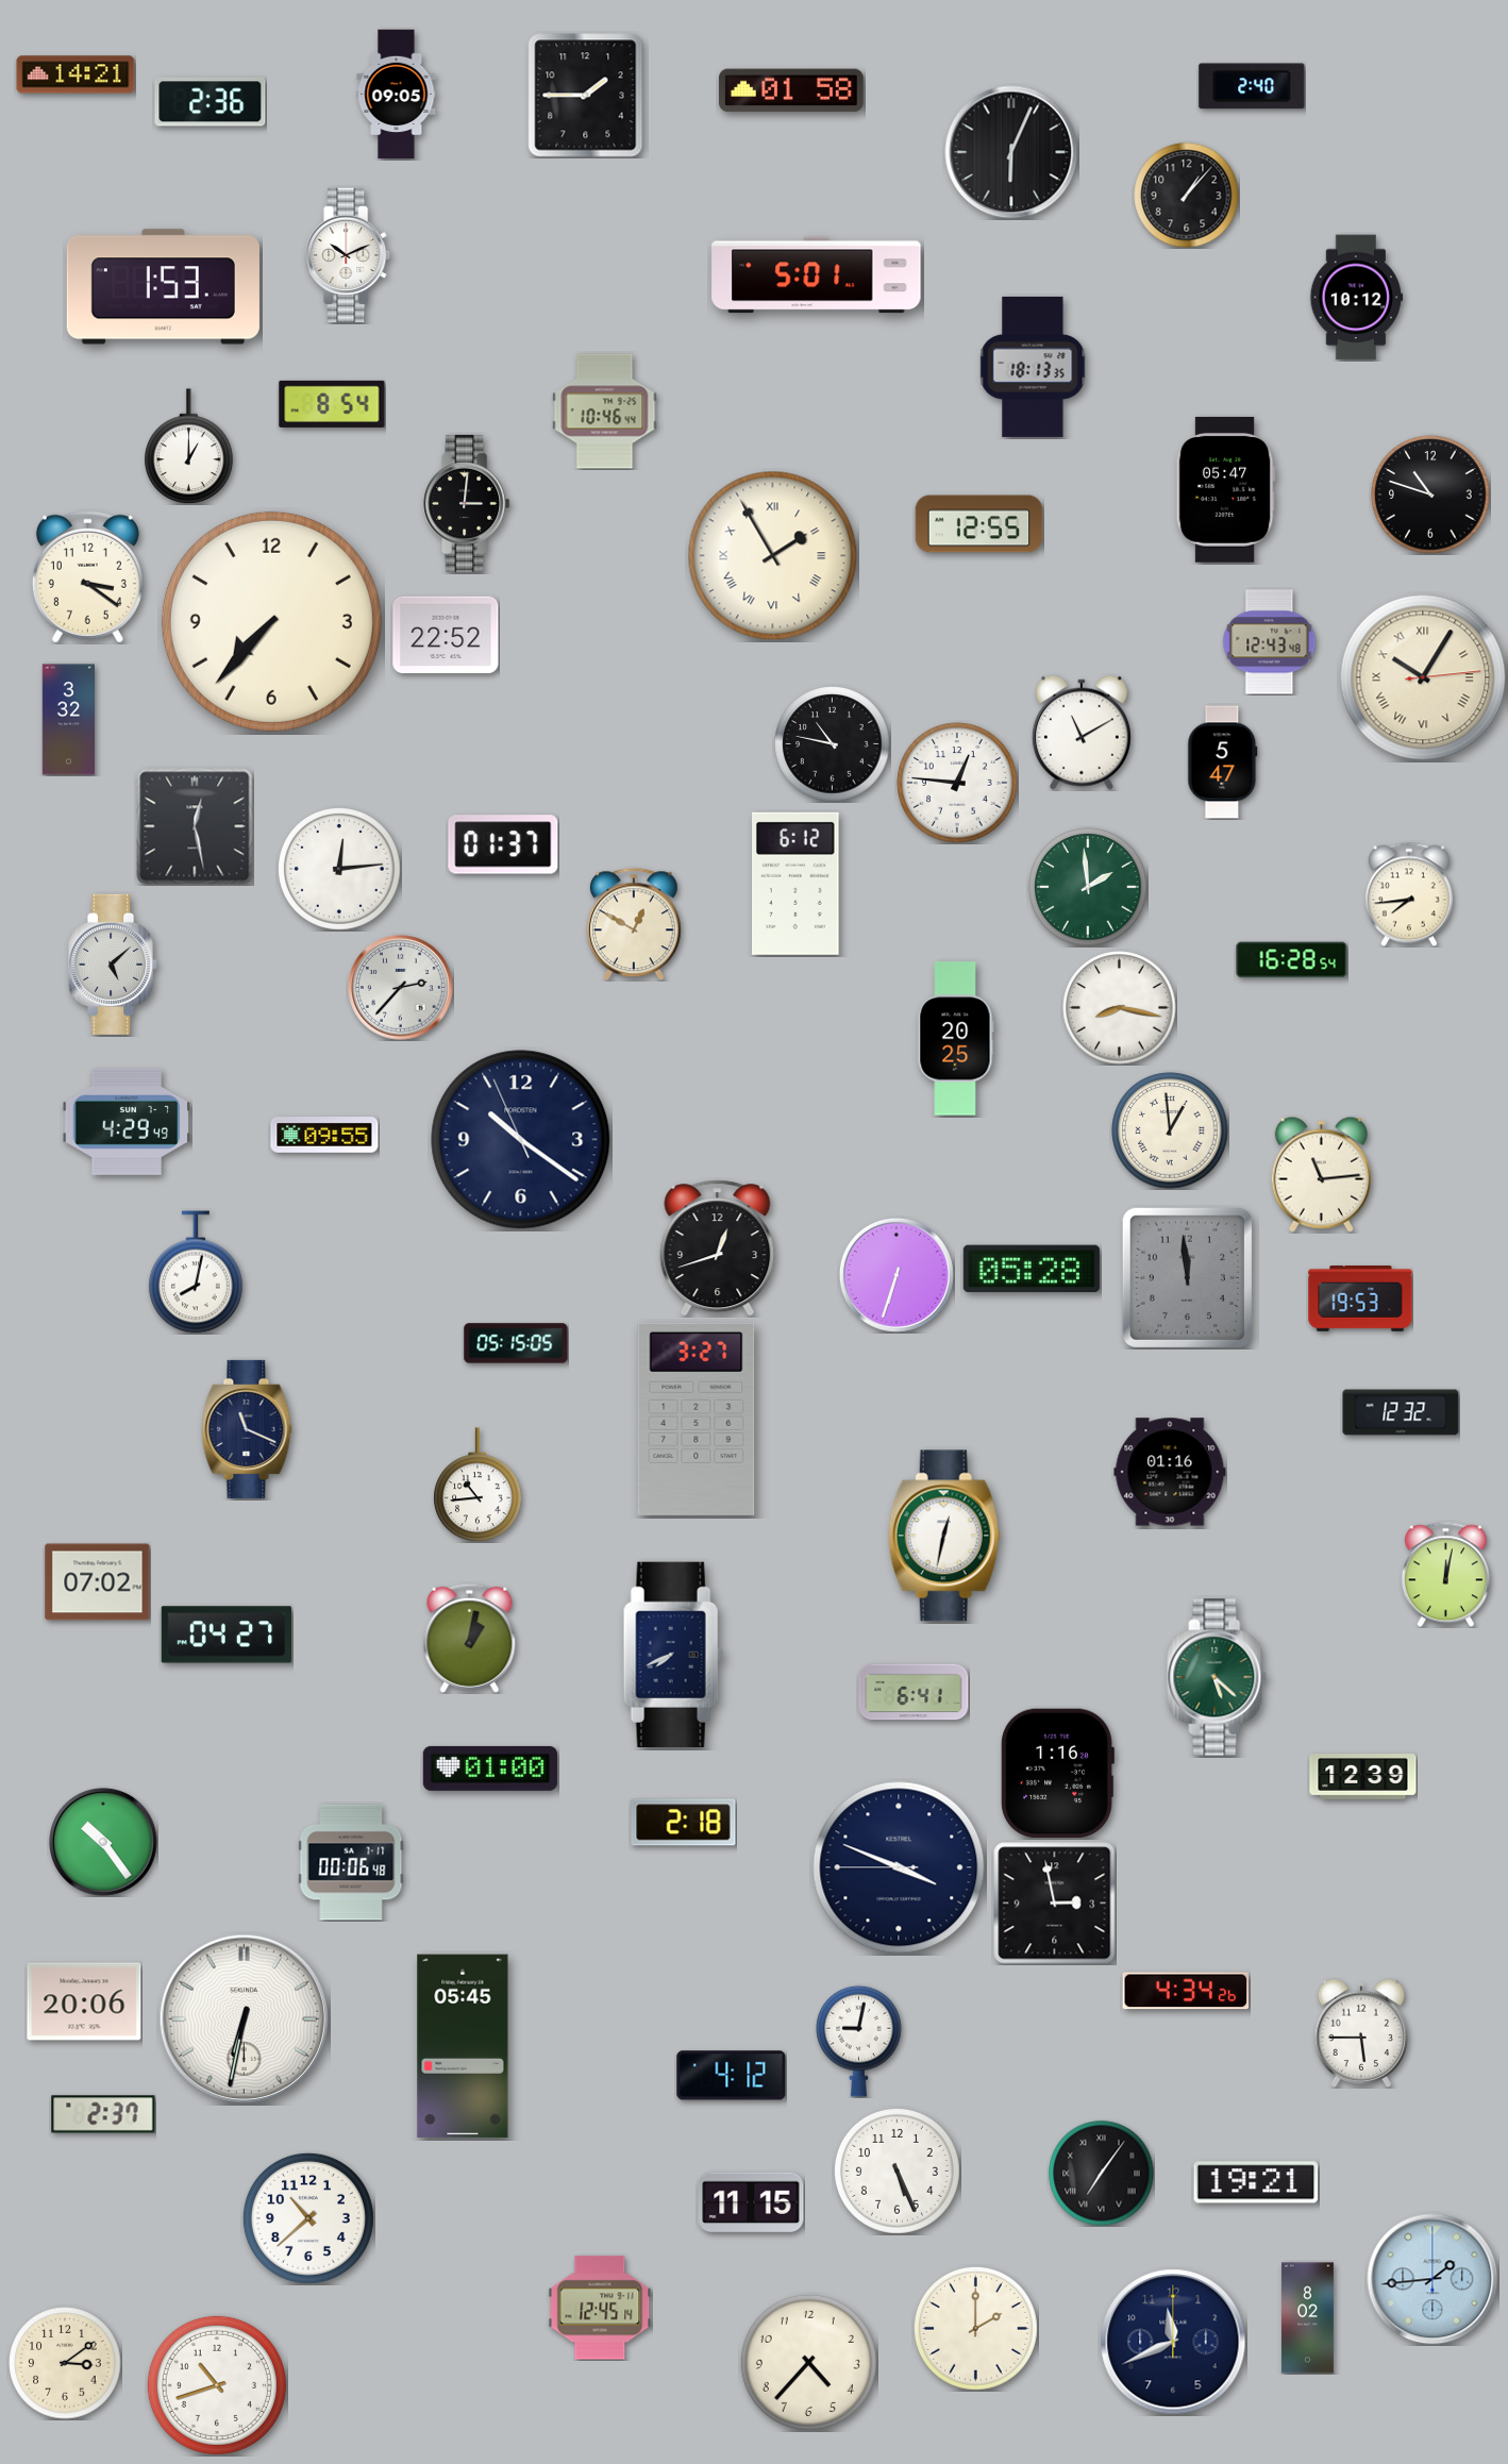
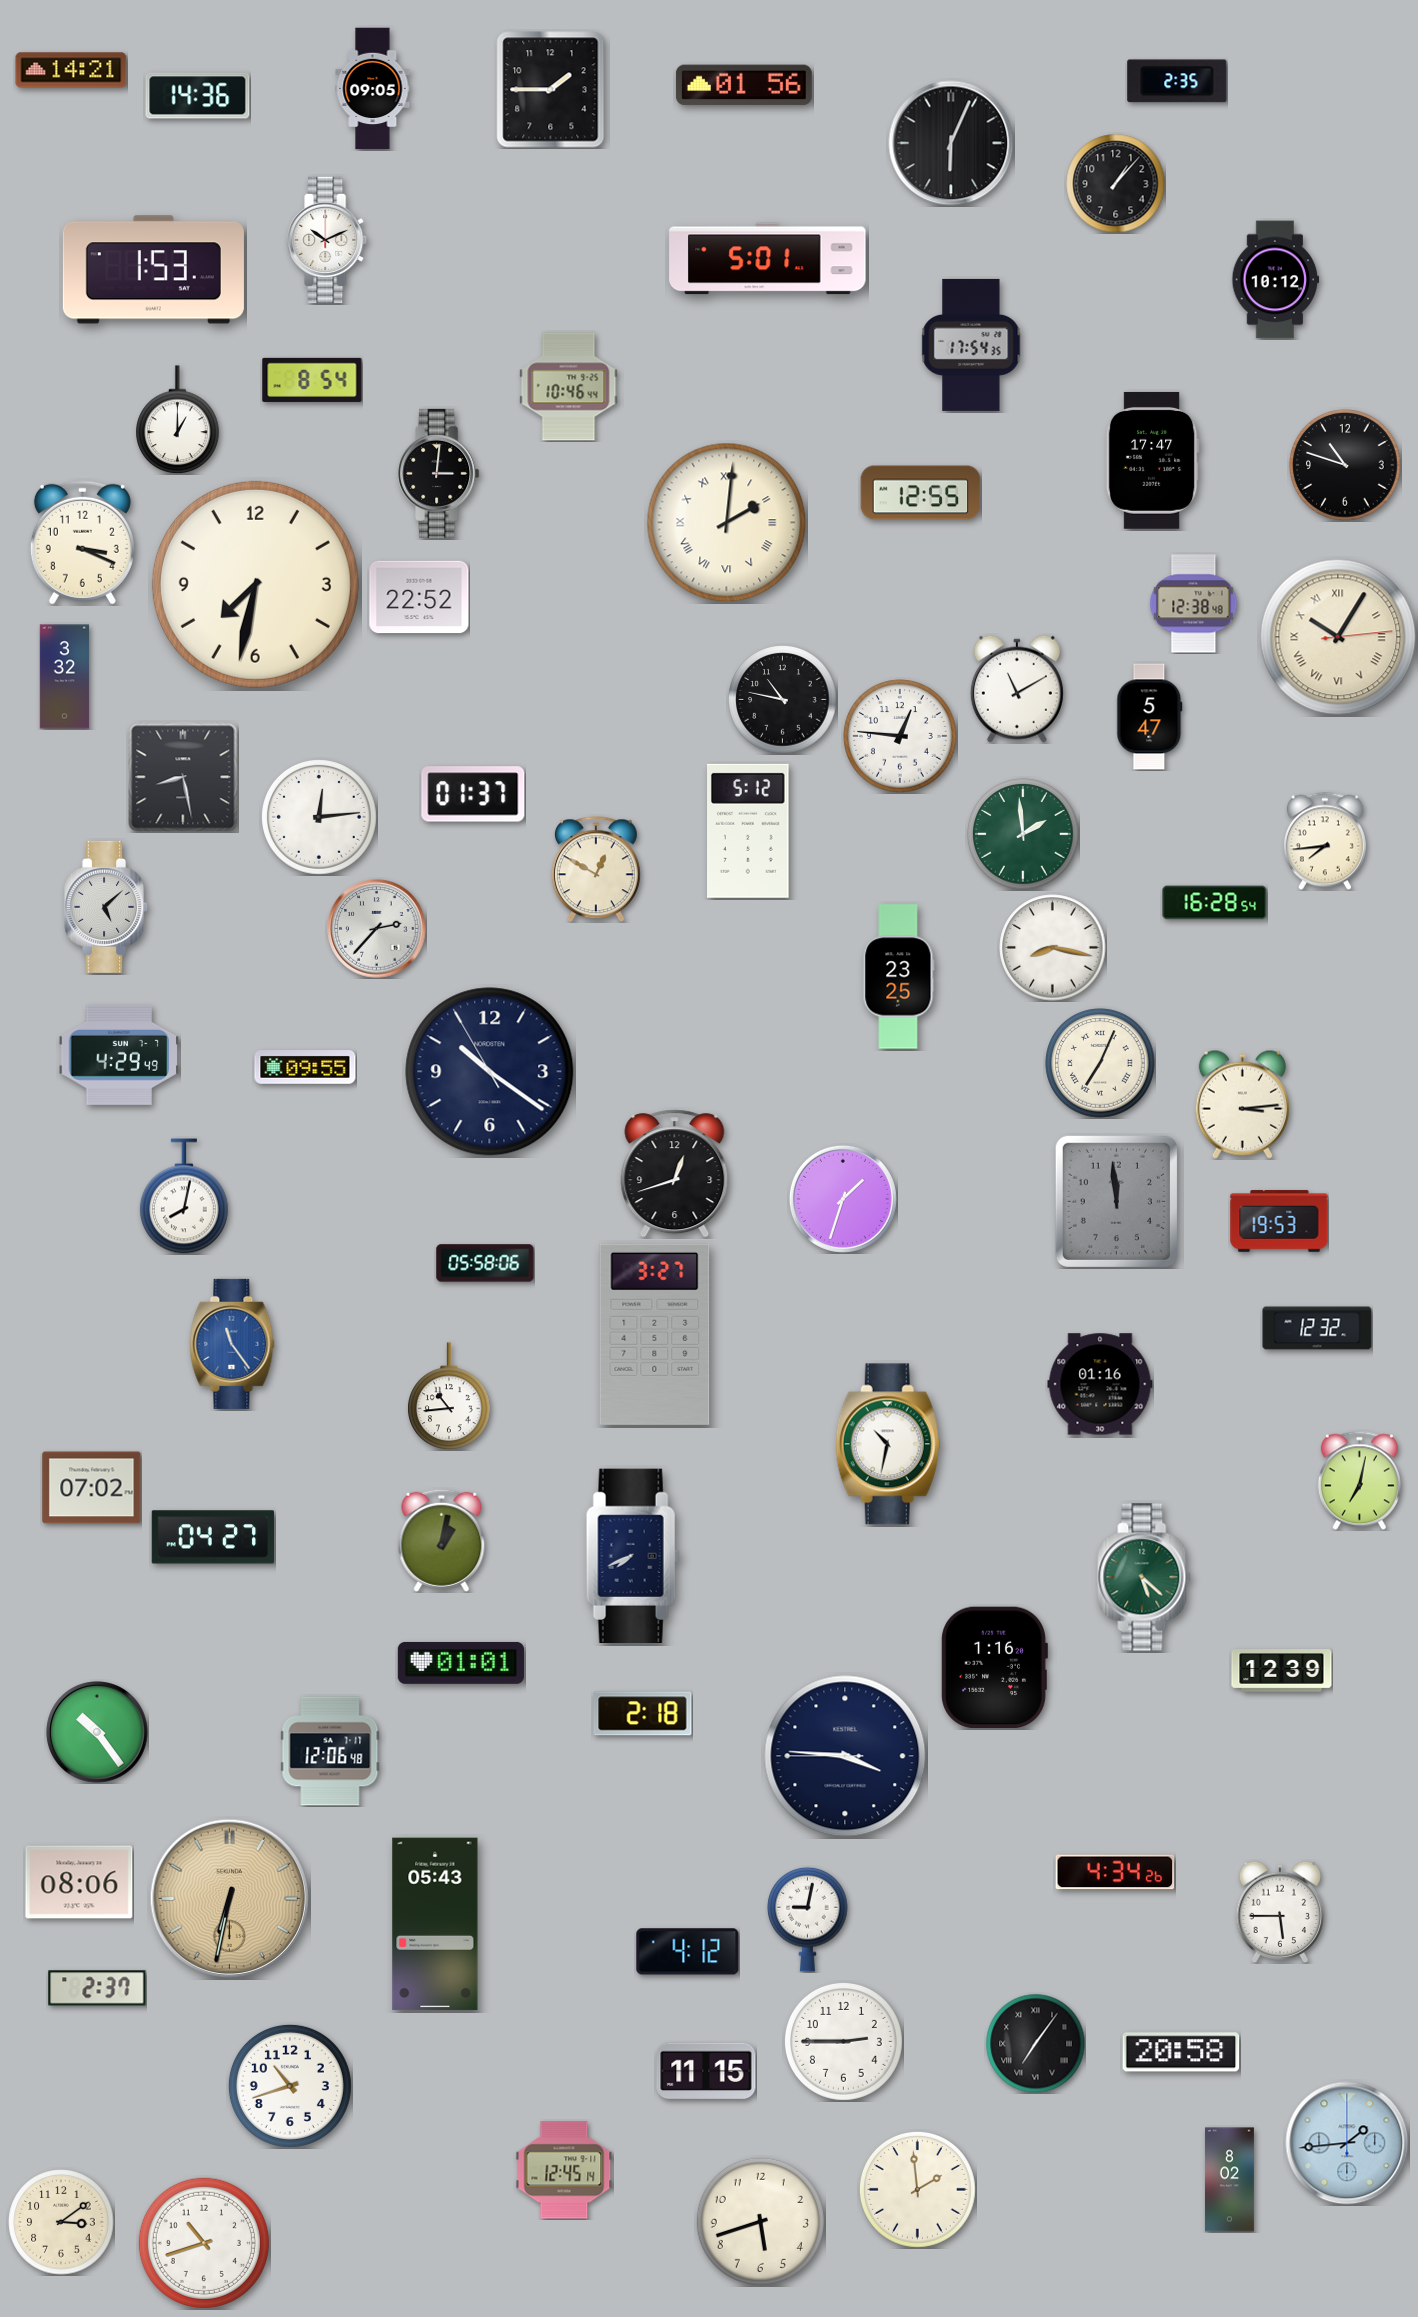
clock at (1252, 86): 2:40 -> 2:35
clock at (791, 90): 01:58 -> 01:56
clock at (211, 102): 2:36 -> 14:36
clock at (1033, 367): 18:13 -> 17:54
clock at (1225, 489): 05:47 -> 17:47
clock at (773, 556): 1:55 -> 2:01
clock at (87, 576): 3:21 -> 3:19
clock at (271, 621): 7:37 -> 7:32
clock at (1270, 642): 12:43 -> 12:38
clock at (195, 826): 12:28 -> 8:28
clock at (797, 884): 6:12 -> 5:12
clock at (956, 1039): 20:25 -> 23:25
clock at (1170, 1130): 12:59 -> 7:04
clock at (521, 1140): 10:20:56 -> 10:20:55
clock at (1321, 1174): 11:14 -> 3:14
clock at (1032, 1269): 05:28 -> none
clock at (897, 1275): 6:33 -> 1:33
clock at (516, 1343): 05:15 -> 05:58
clock at (247, 1429): 11:19 -> 11:24
clock at (247, 1429) dial: navy -> blue
clock at (944, 1536): 12:32 -> 10:32
clock at (1445, 1574): 12:02 -> 7:02
clock at (914, 1692): 6:41 -> none
clock at (490, 1769): 01:00 -> 01:01
clock at (351, 1862): 00:06 -> 12:06
clock at (899, 1867): 3:48 -> 3:45
clock at (1055, 1904): 2:58 -> none
clock at (84, 2001): 20:06 -> 08:06
clock at (244, 2018) dial: white -> champagne
clock at (463, 2046): 05:45 -> 05:43
clock at (897, 2170): 5:26 -> 2:45
clock at (1256, 2182): 19:21 -> 20:58
clock at (308, 2218): 10:38 -> 10:42
clock at (976, 2329): 2:00 -> 1:59
clock at (1173, 2342): 11:41 -> none
clock at (808, 2362): 4:37 -> 5:42
